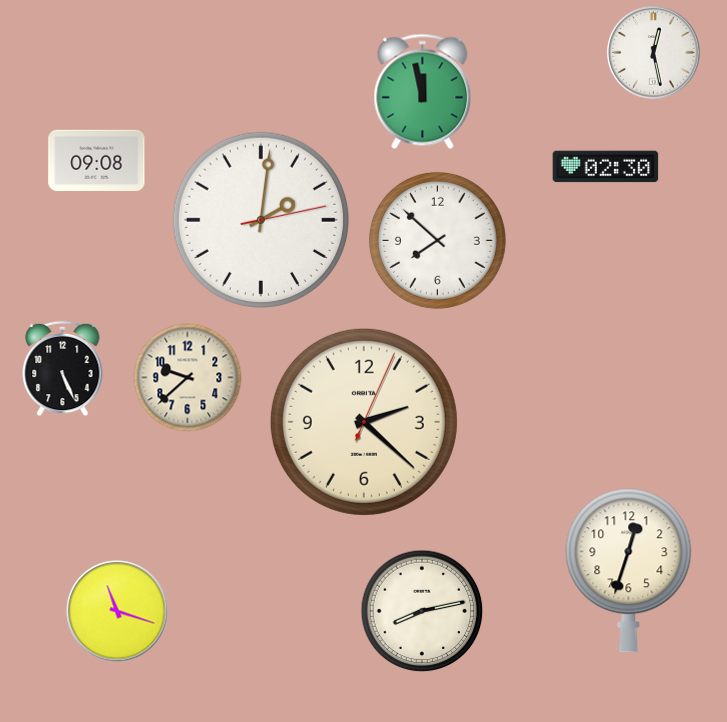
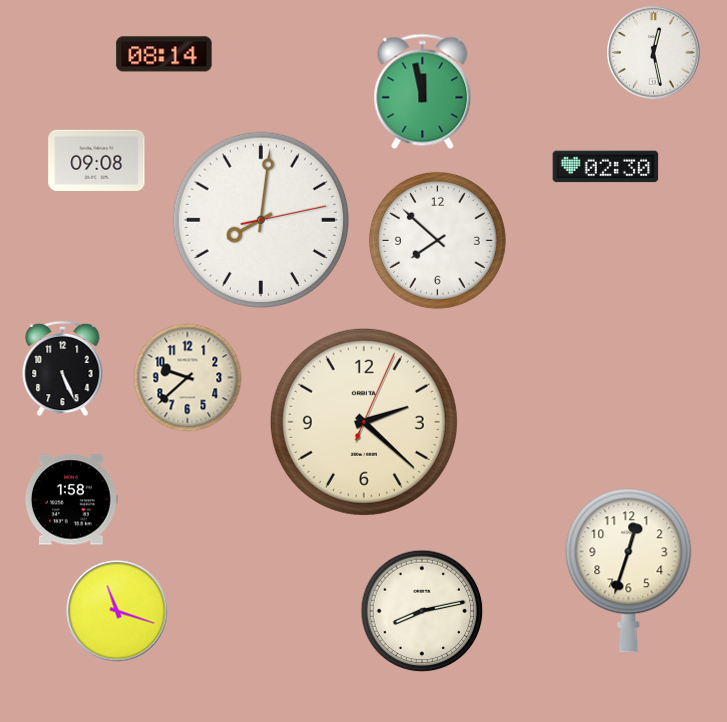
clock at (164, 54): none -> 08:14
clock at (260, 219): 2:01 -> 8:01
clock at (71, 500): none -> 1:58
